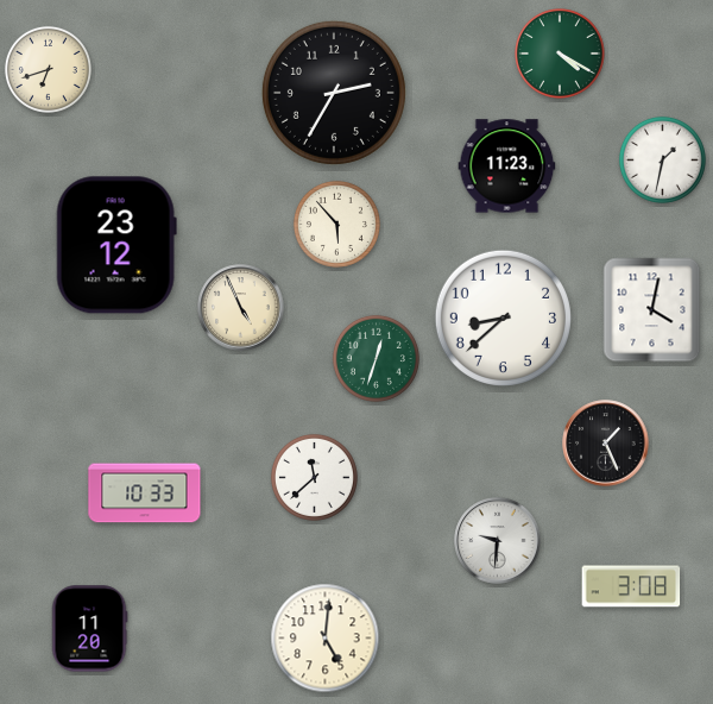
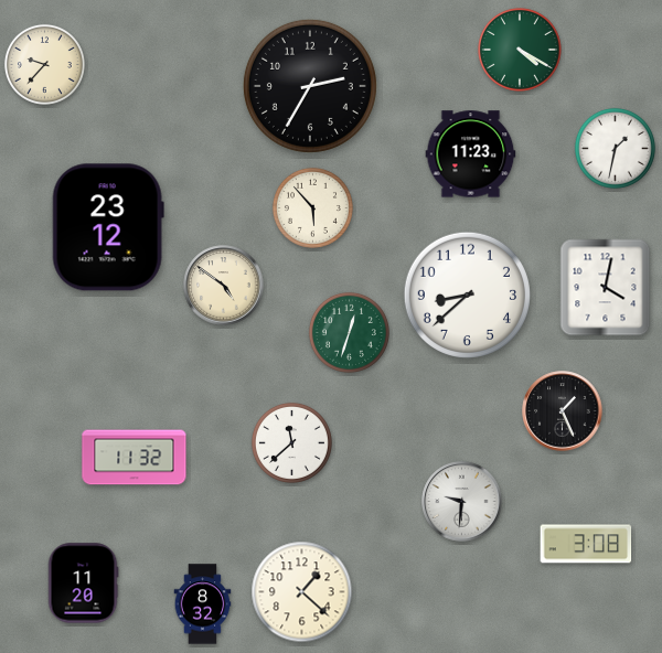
clock at (48, 69): 6:42 -> 9:37
clock at (241, 308): 4:56 -> 4:51
clock at (145, 494): 10:33 -> 11:32
clock at (326, 639): 5:01 -> 1:22
clock at (203, 604): none -> 8:32
